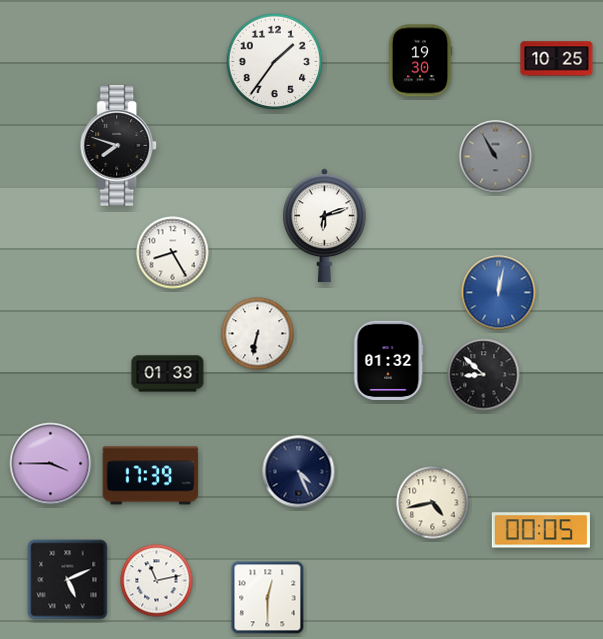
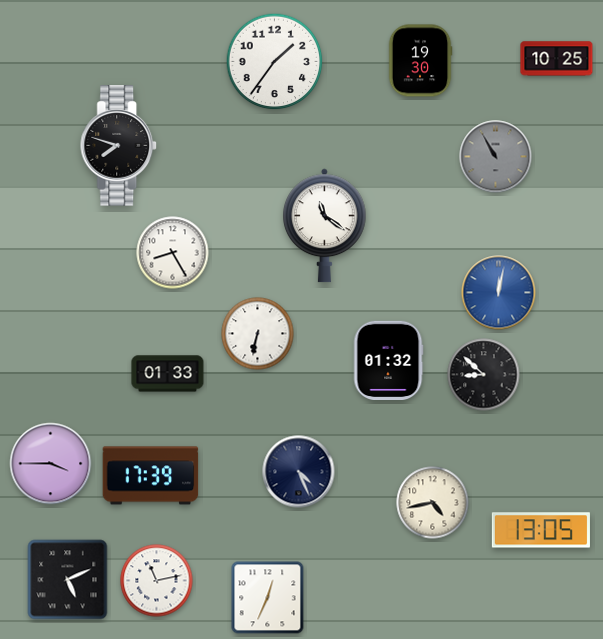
clock at (325, 226): 6:12 -> 11:21
clock at (541, 530): 00:05 -> 13:05
clock at (268, 598): 12:30 -> 12:34
